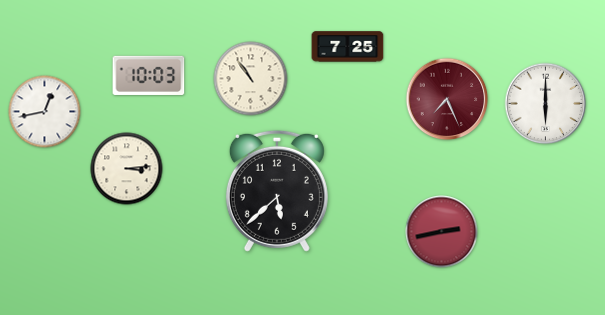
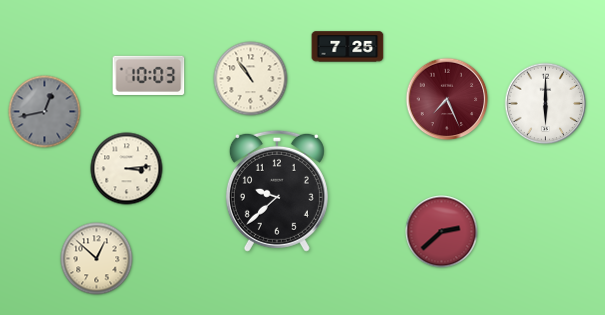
clock at (45, 112) dial: white -> grey
clock at (277, 191): 5:38 -> 9:38
clock at (442, 232): 2:43 -> 2:38
clock at (97, 259): none -> 12:52
